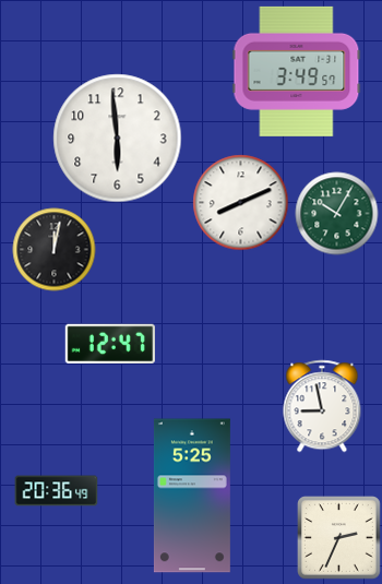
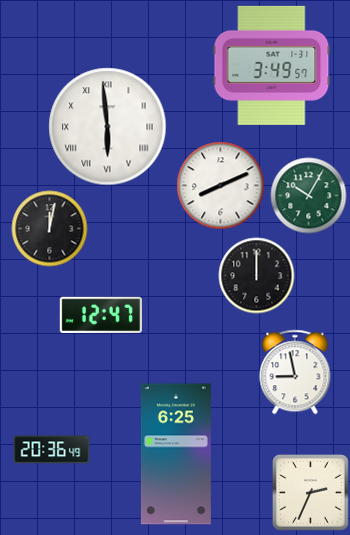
clock at (118, 139) numerals: Arabic -> Roman
clock at (257, 276): none -> 12:00
clock at (192, 496): 5:25 -> 6:25
